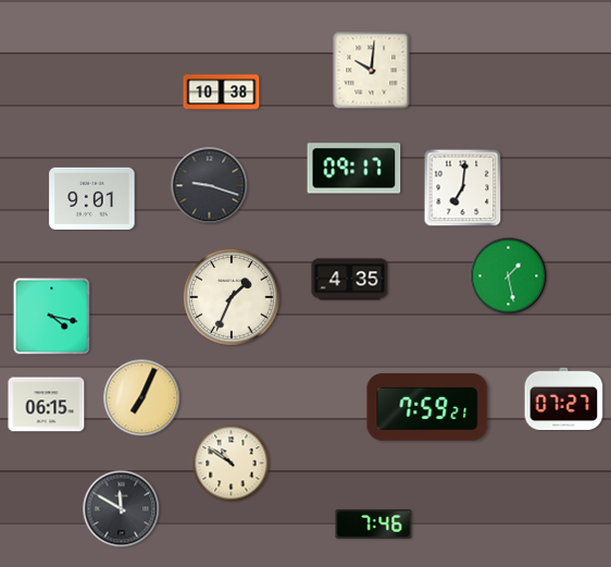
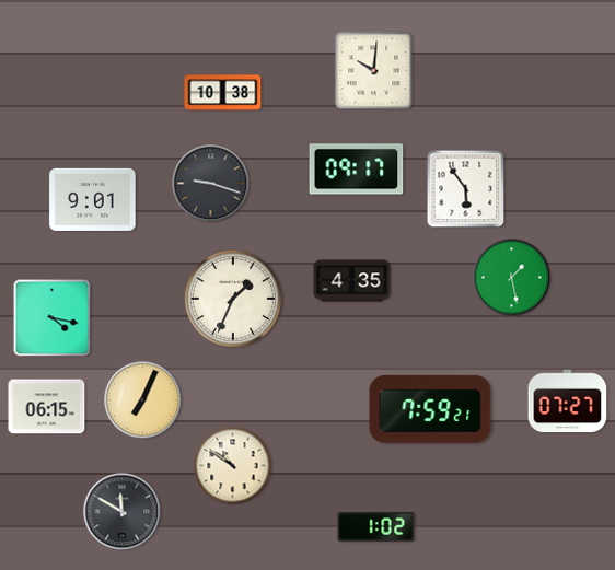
clock at (210, 186) position: (210, 186) -> (211, 184)
clock at (463, 188): 7:01 -> 5:54
clock at (374, 525): 7:46 -> 1:02
